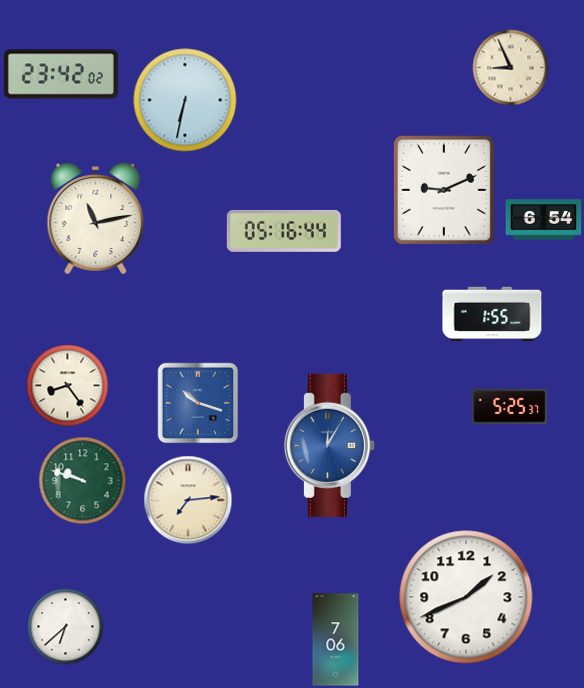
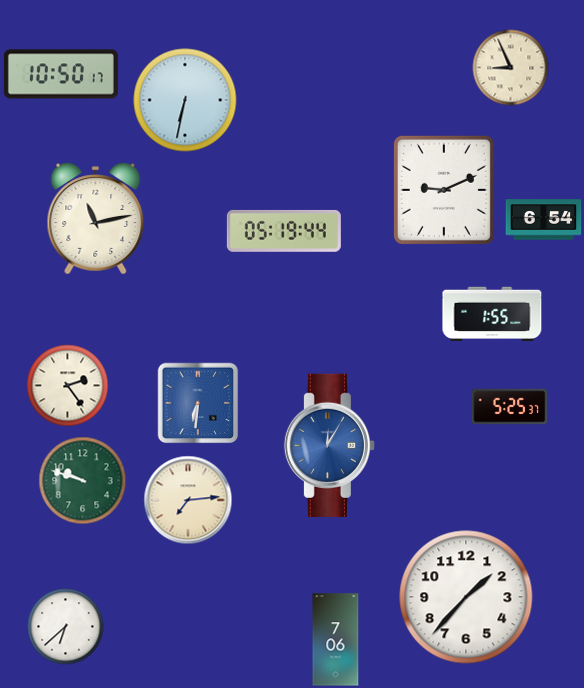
clock at (61, 74): 23:42 -> 10:50
clock at (284, 231): 05:16 -> 05:19
clock at (68, 386): 8:24 -> 2:24
clock at (198, 403): 10:18 -> 6:31
clock at (466, 597): 1:41 -> 1:37
